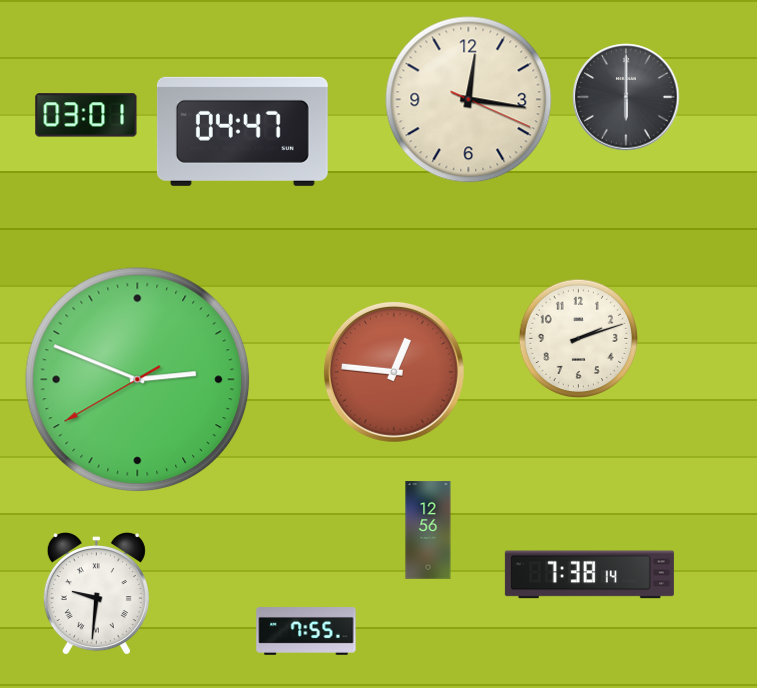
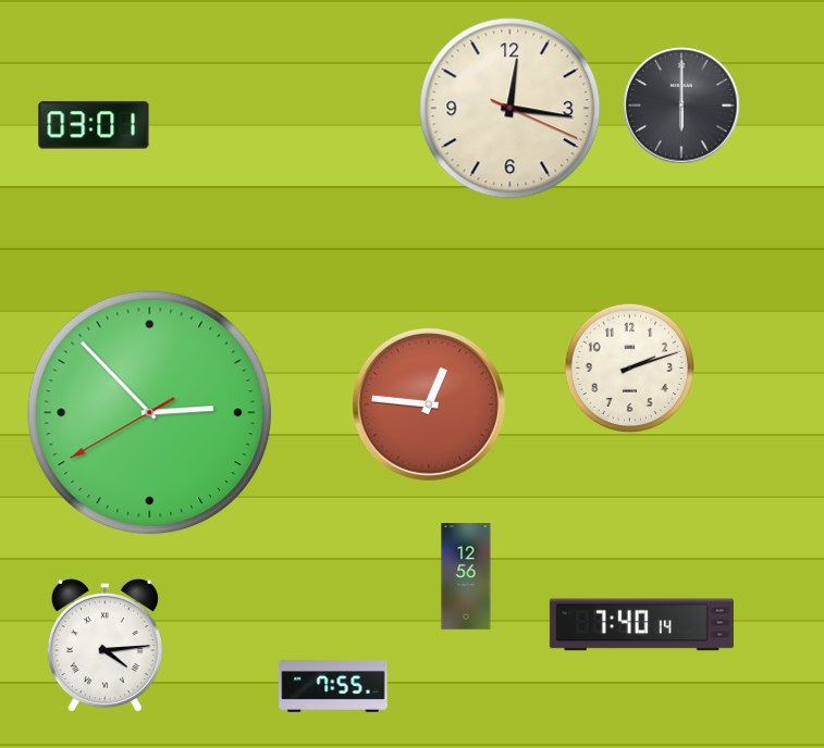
clock at (242, 131): 04:47 -> none
clock at (138, 380): 2:48 -> 2:52
clock at (589, 575): 7:38 -> 7:40
clock at (96, 595): 9:31 -> 4:14
